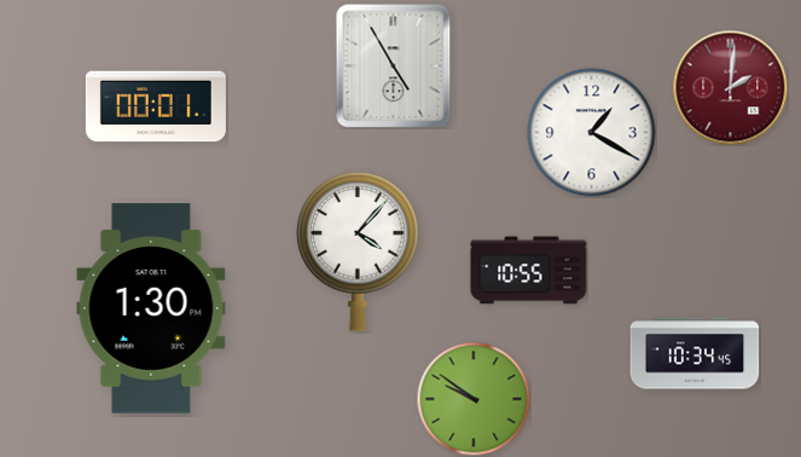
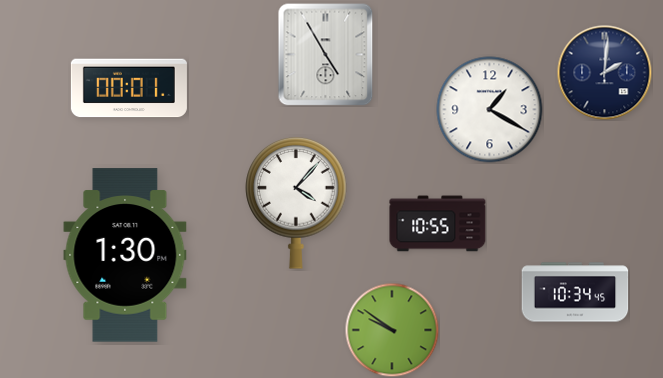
clock at (730, 87) dial: burgundy -> navy
clock at (358, 251) position: (358, 251) -> (296, 203)
